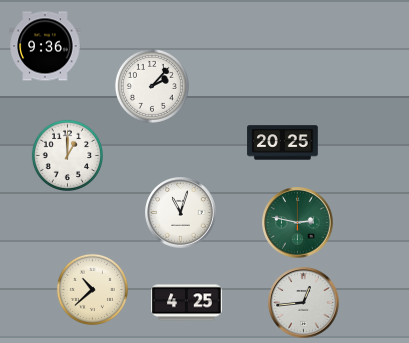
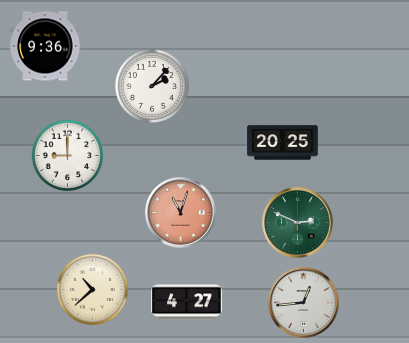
clock at (67, 155): 1:00 -> 9:00
clock at (181, 213) dial: white -> salmon
clock at (298, 223): 2:47 -> 2:49
clock at (187, 303): 4:25 -> 4:27
